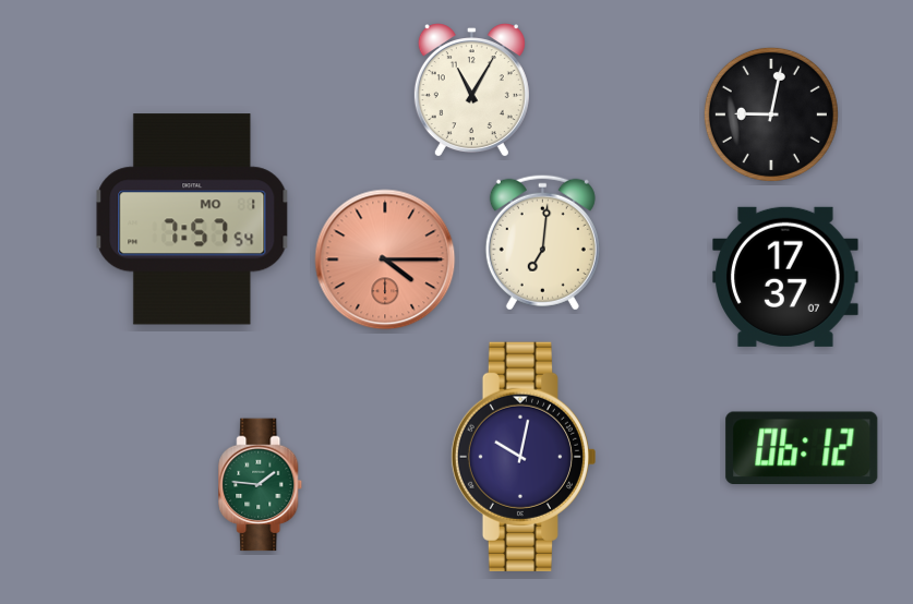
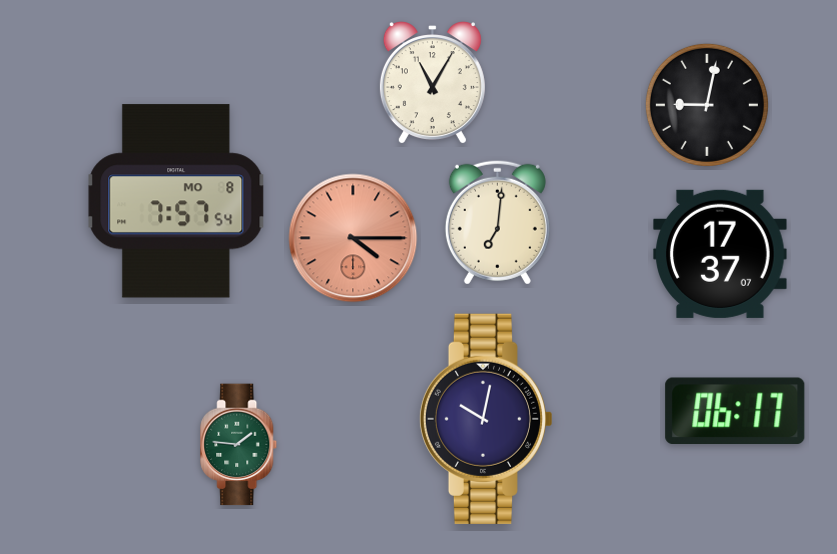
clock at (192, 219) date: MO 1 -> MO 8
clock at (802, 447): 06:12 -> 06:17
clock at (522, 457) position: (522, 457) -> (485, 419)
